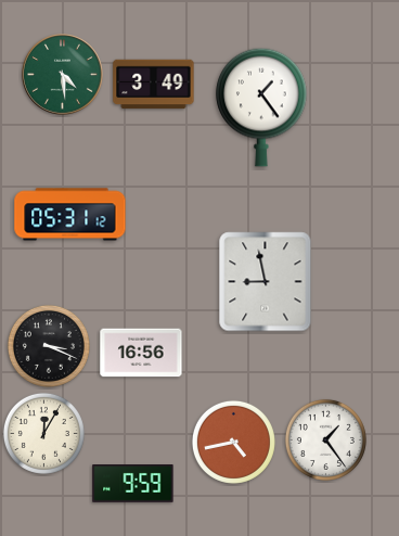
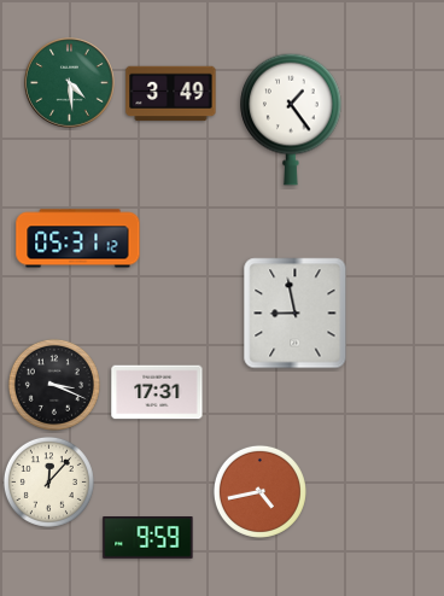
clock at (141, 353): 16:56 -> 17:31
clock at (43, 433): 12:05 -> 12:07
clock at (325, 439): 1:24 -> none
